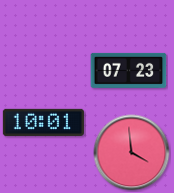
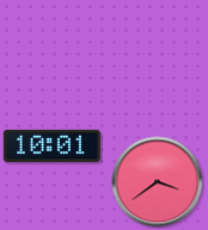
clock at (129, 70): 07:23 -> none
clock at (132, 153): 3:59 -> 3:39
